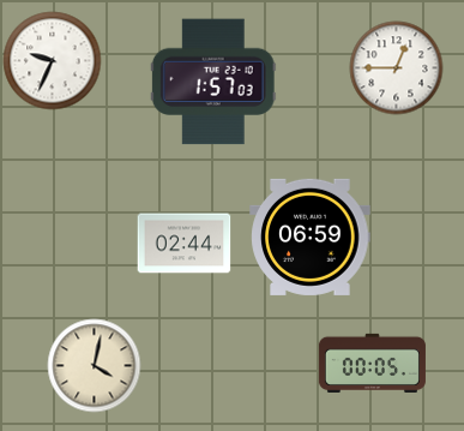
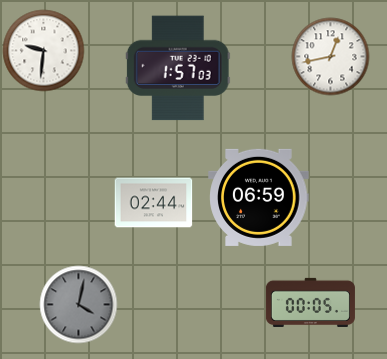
clock at (52, 60): 9:34 -> 9:31
clock at (396, 67): 12:45 -> 12:43
clock at (94, 365) dial: cream -> grey
